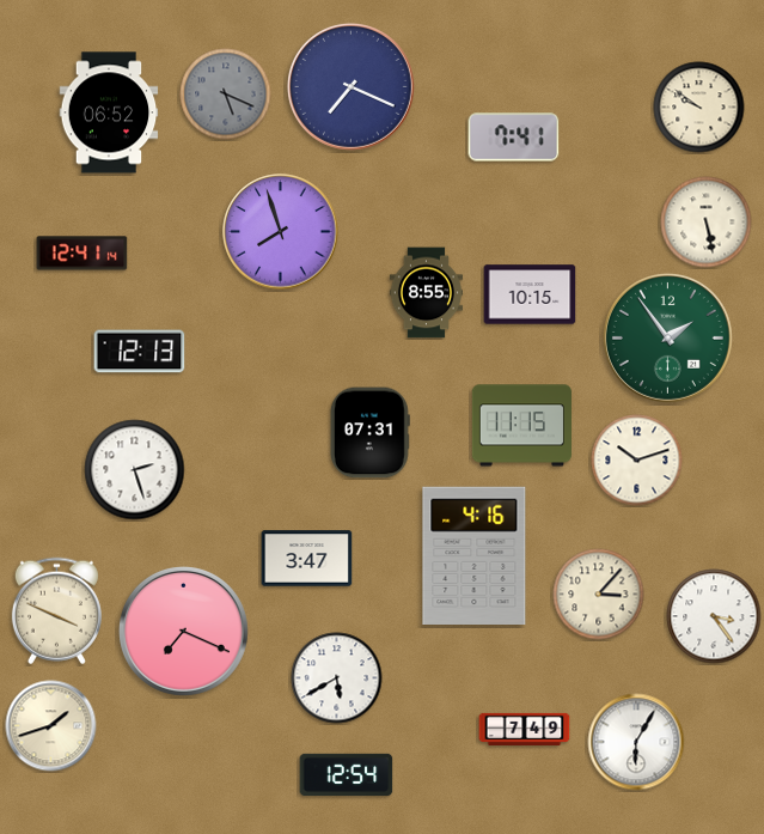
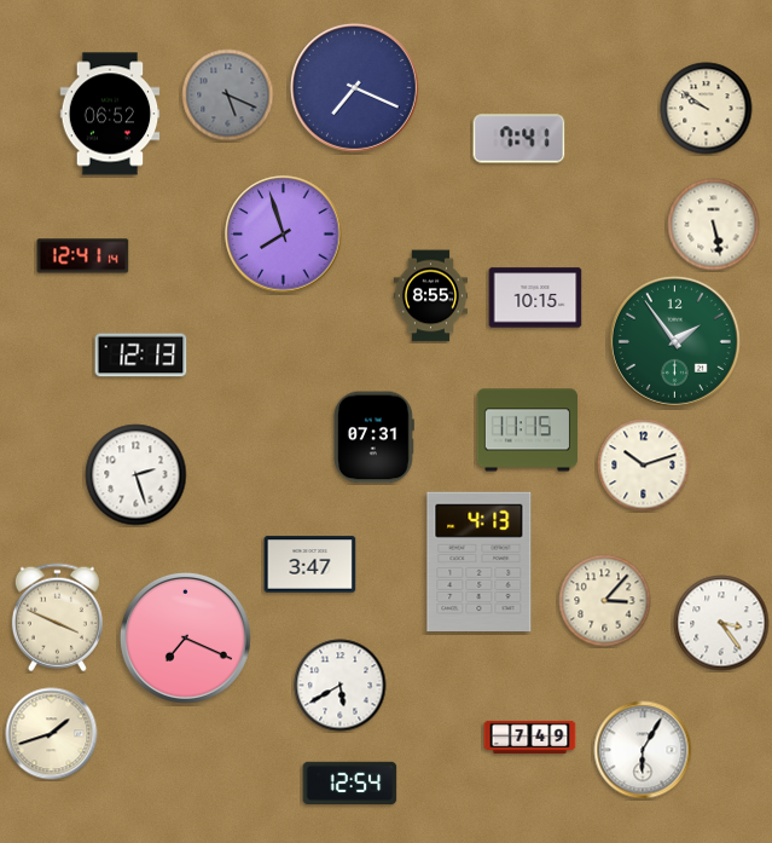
clock at (475, 555): 4:16 -> 4:13
